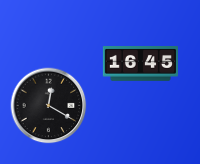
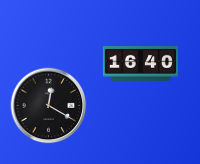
clock at (140, 64): 16:45 -> 16:40
